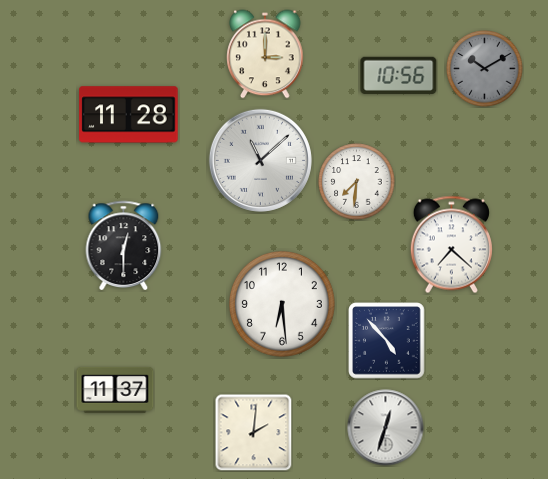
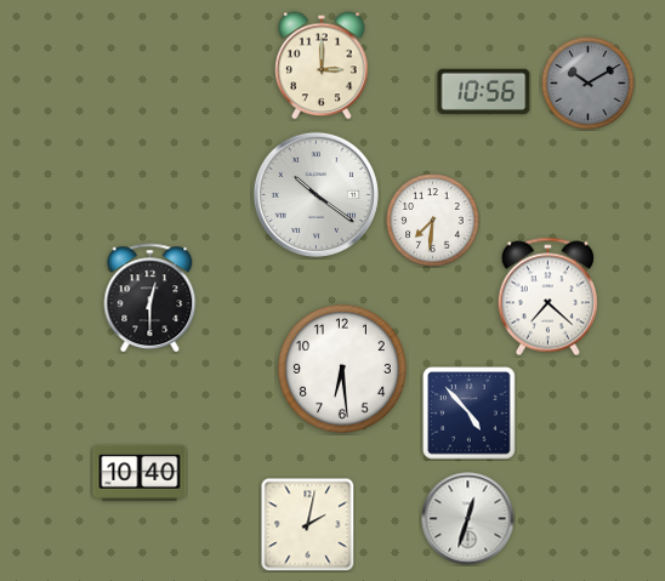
clock at (129, 115): 11:28 -> none
clock at (260, 160): 11:08 -> 10:21
clock at (115, 390): 11:37 -> 10:40
clock at (253, 432): 2:01 -> 2:02
